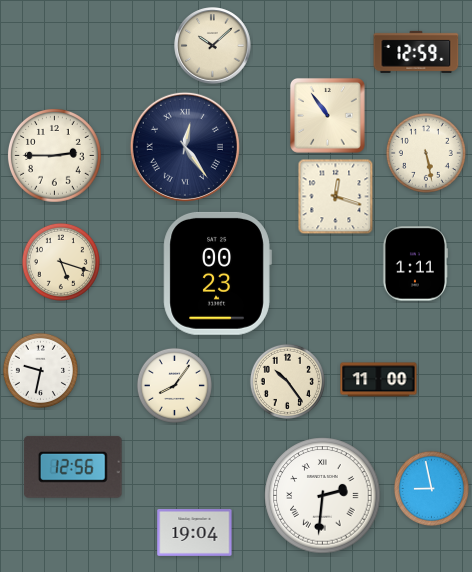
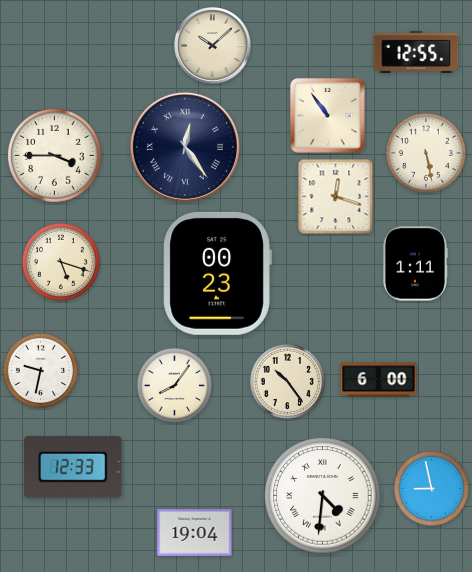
clock at (416, 52): 12:59 -> 12:55
clock at (55, 156): 2:45 -> 3:45
clock at (379, 380): 11:00 -> 6:00
clock at (74, 467): 12:56 -> 12:33
clock at (323, 496): 2:31 -> 4:31
